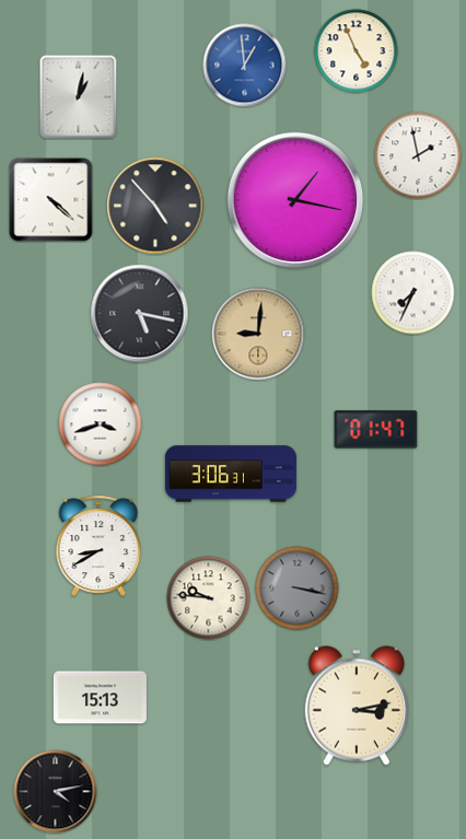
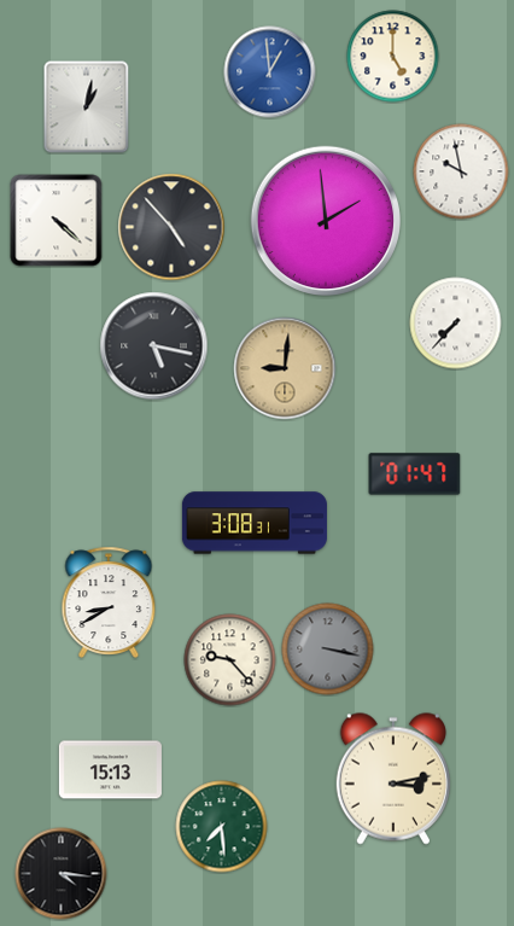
clock at (357, 51): 4:56 -> 5:00
clock at (418, 155): 1:58 -> 9:58
clock at (294, 199): 1:17 -> 1:59
clock at (413, 293): 7:34 -> 7:37
clock at (101, 424): 3:42 -> none
clock at (231, 474): 3:06 -> 3:08
clock at (209, 598): 9:46 -> 9:23
clock at (222, 827): none -> 7:29
clock at (56, 792): 4:13 -> 4:16
